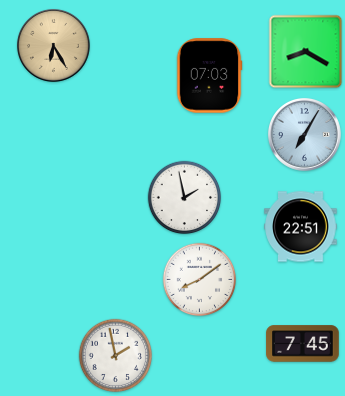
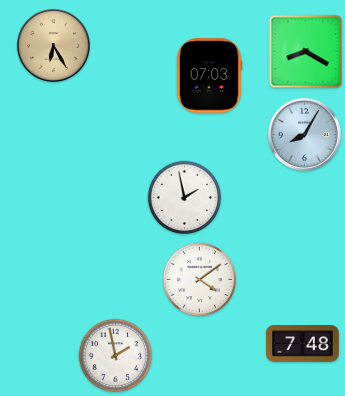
clock at (304, 134): 7:05 -> 8:05
clock at (301, 227): 22:51 -> none
clock at (200, 280): 8:09 -> 4:09
clock at (303, 344): 7:45 -> 7:48
